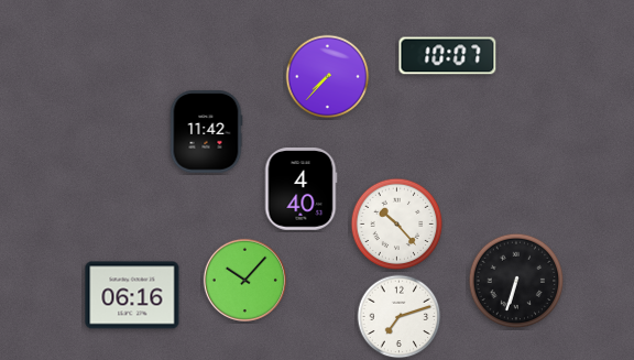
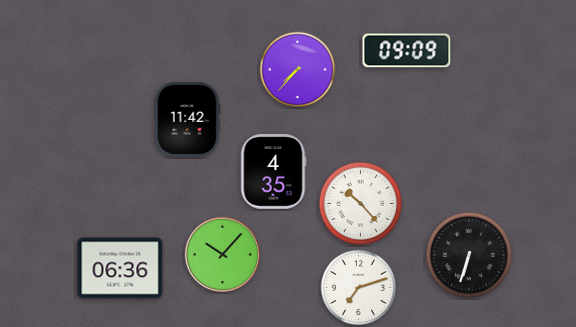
clock at (448, 56): 10:07 -> 09:09
clock at (300, 189): 4:40 -> 4:35
clock at (132, 295): 06:16 -> 06:36
clock at (400, 317) position: (400, 317) -> (359, 288)
